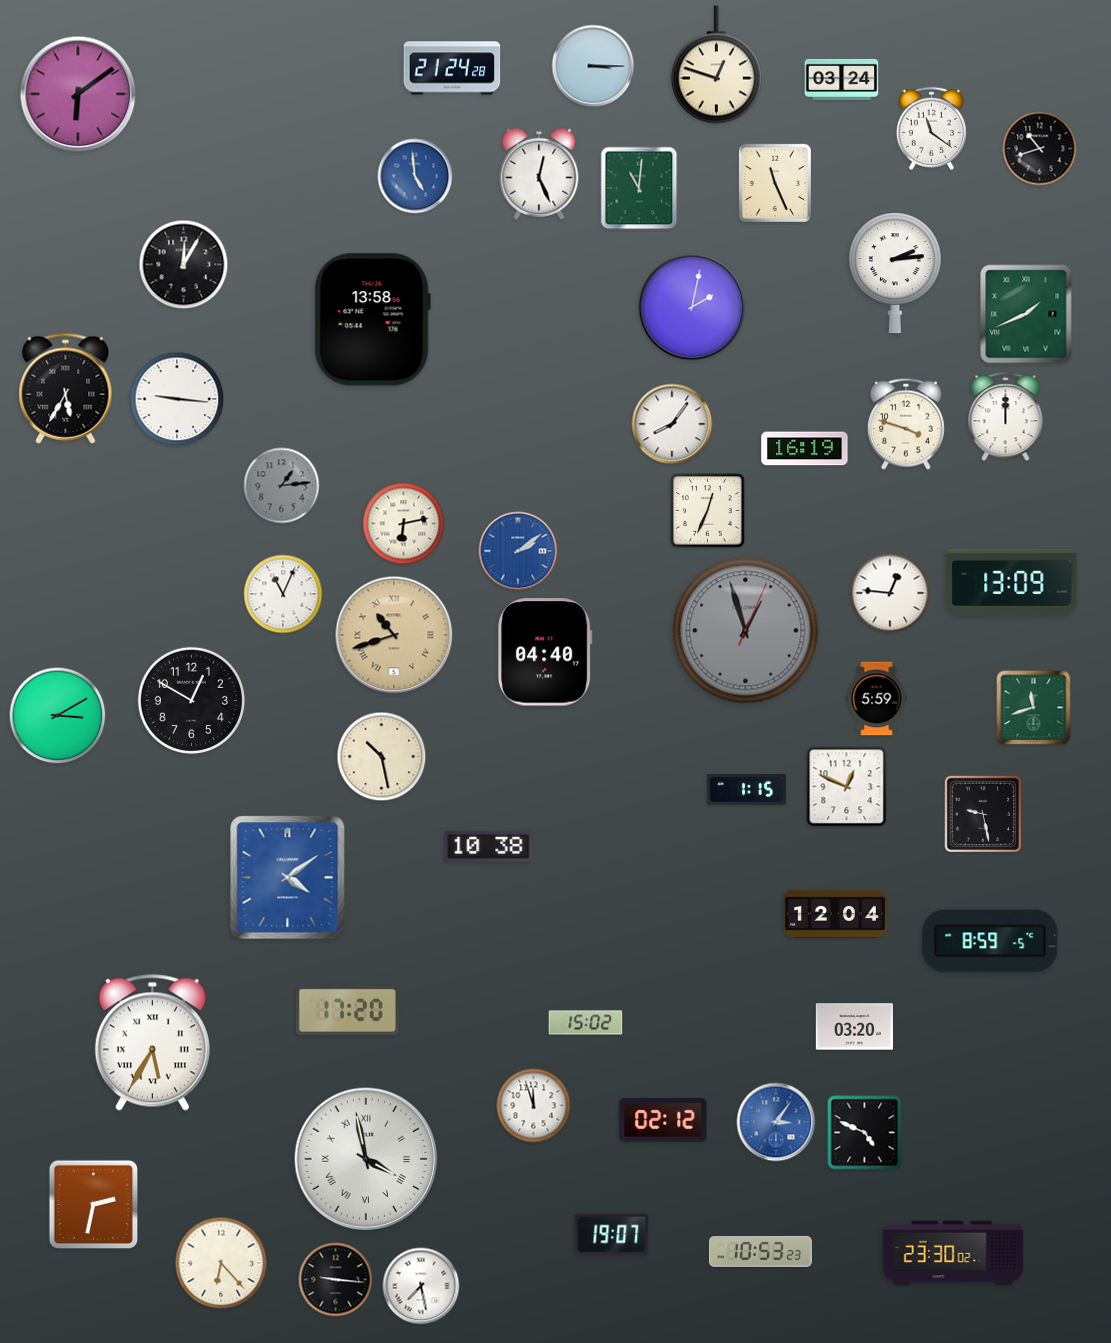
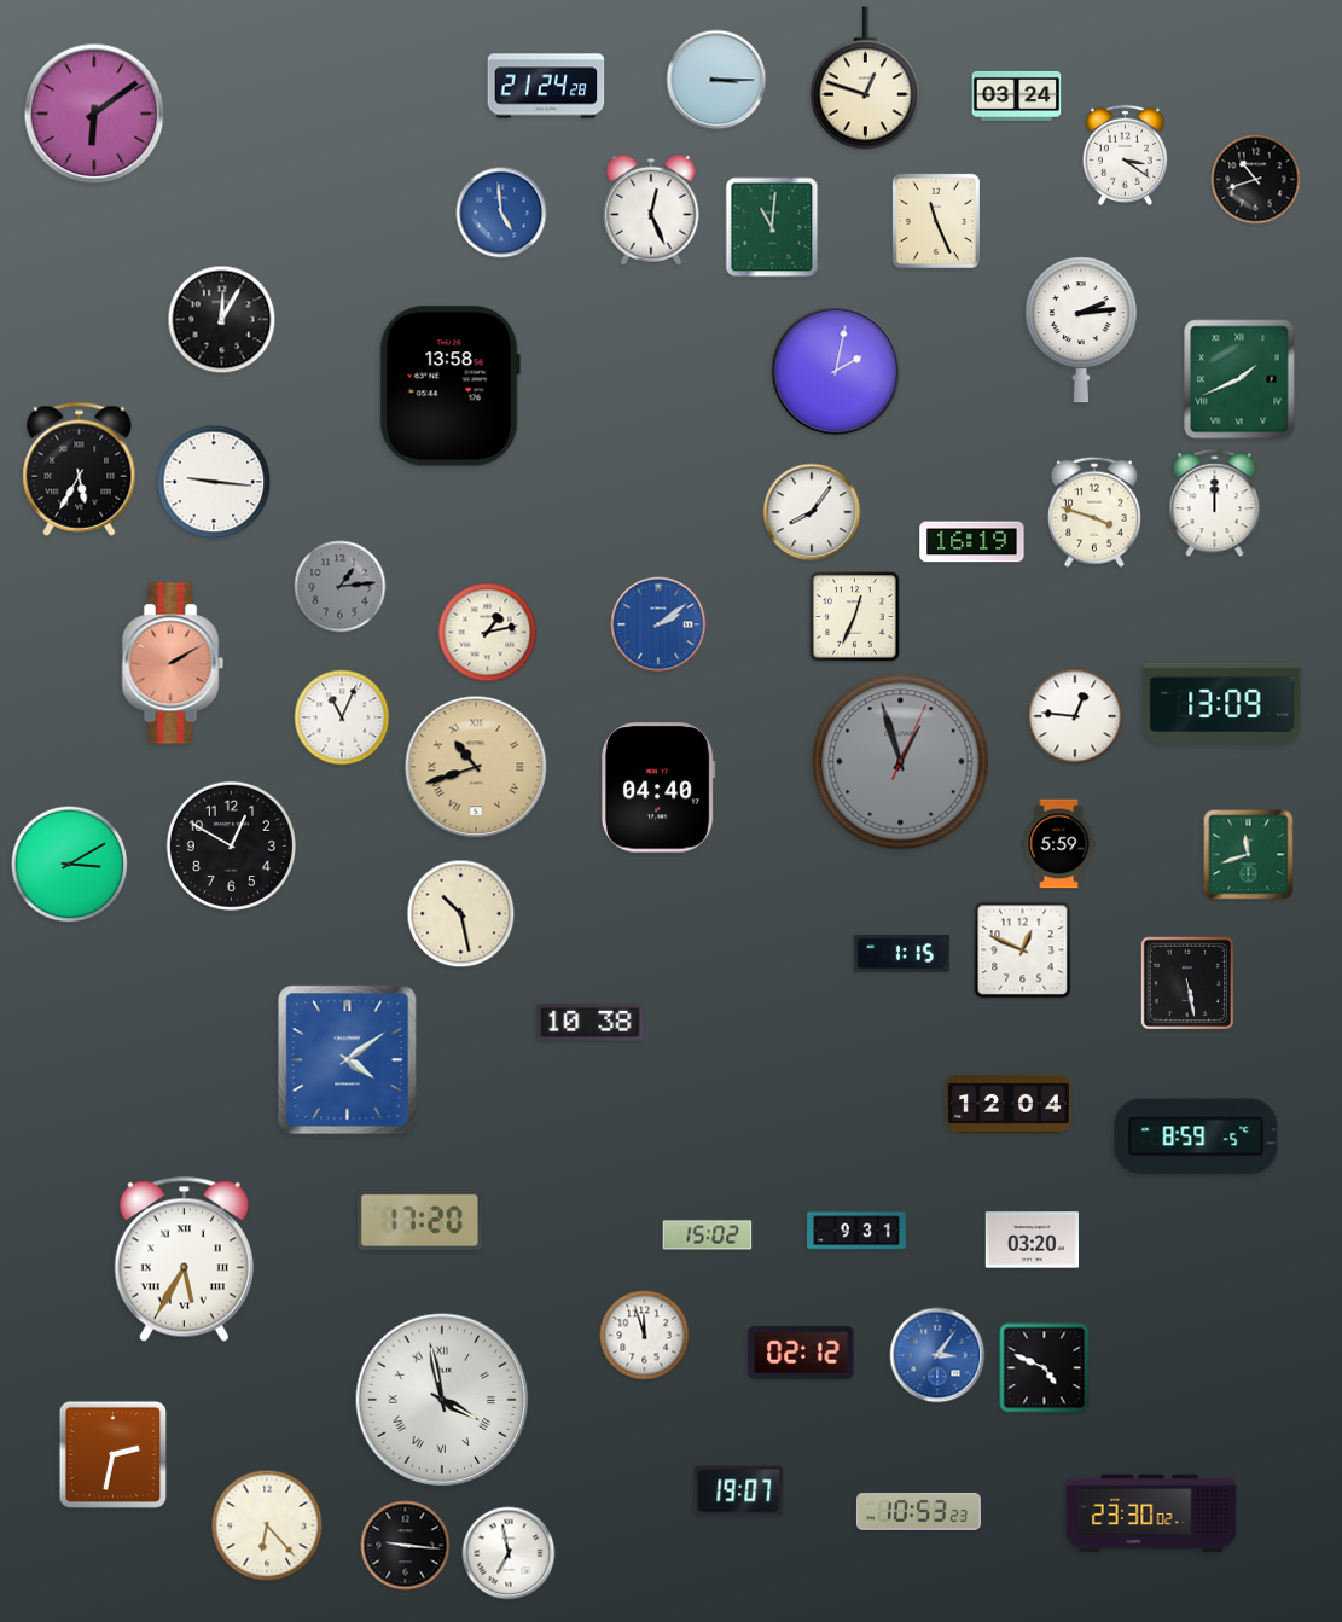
clock at (452, 68) position: (452, 68) -> (546, 86)
clock at (931, 128): 11:21 -> 3:21
clock at (404, 524): 6:13 -> 1:13
clock at (173, 663): none -> 2:10
clock at (518, 551) position: (518, 551) -> (658, 624)
clock at (983, 814): 9:28 -> 5:28
clock at (856, 1231): none -> 9:31
clock at (421, 1286): 7:28 -> 6:58
